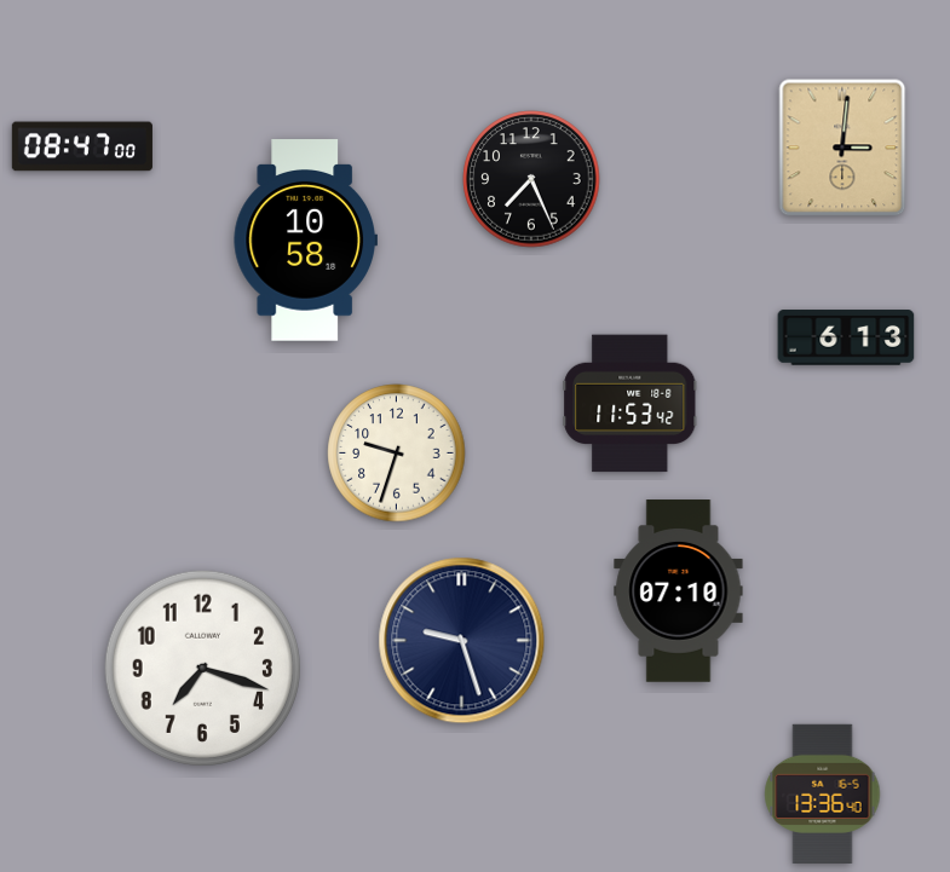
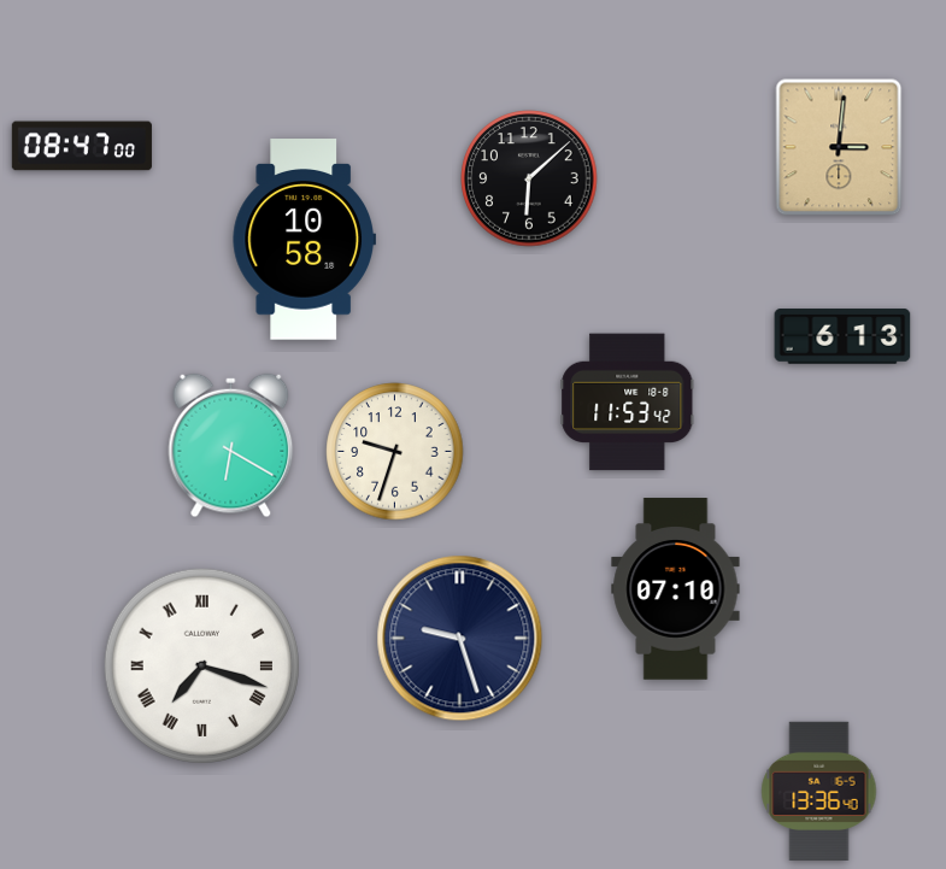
clock at (531, 179): 7:26 -> 6:08
clock at (231, 446): none -> 6:20
clock at (202, 668) numerals: Arabic -> Roman
